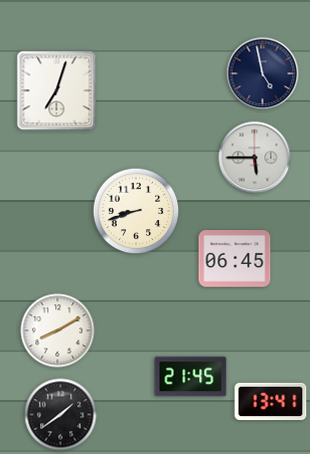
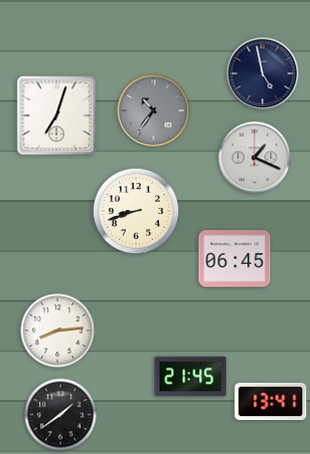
clock at (57, 91) position: (57, 91) -> (57, 116)
clock at (154, 111): none -> 10:36
clock at (255, 158): 5:45 -> 1:19
clock at (58, 331): 8:10 -> 8:14
